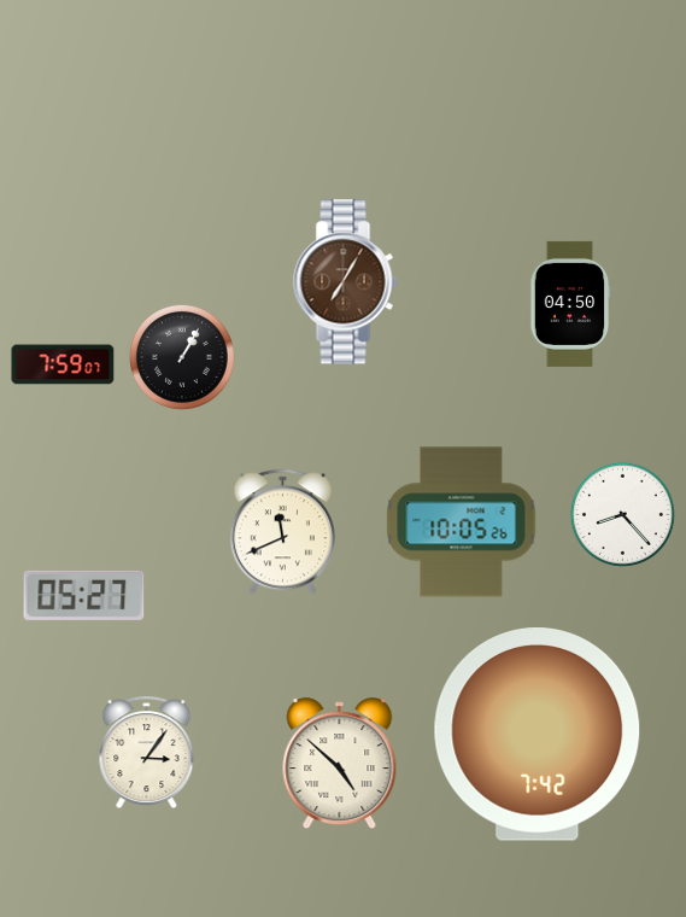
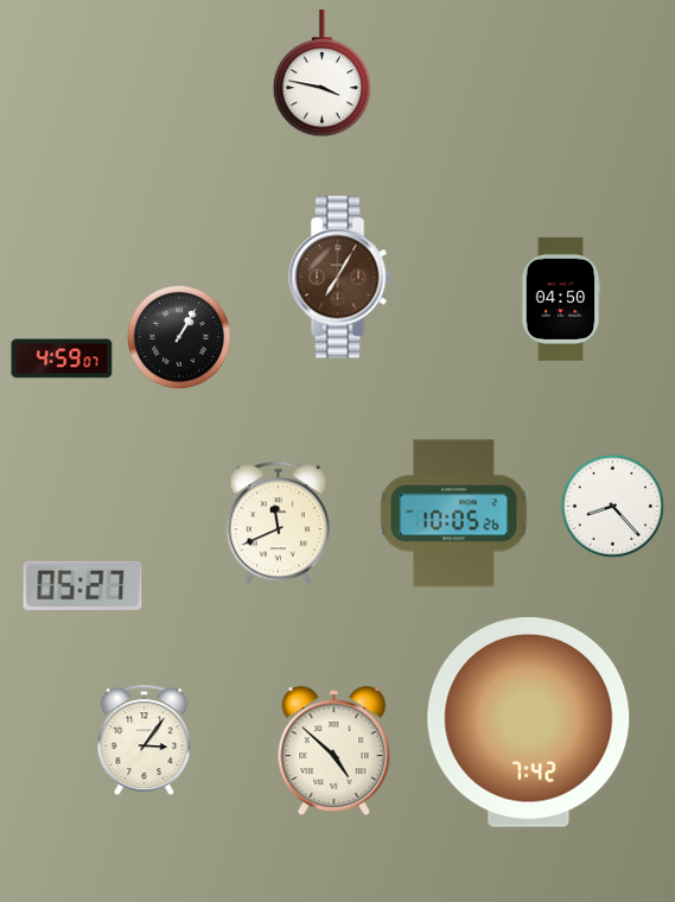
clock at (321, 74): none -> 3:47
clock at (182, 357) position: (182, 357) -> (179, 337)
clock at (63, 364): 7:59 -> 4:59
